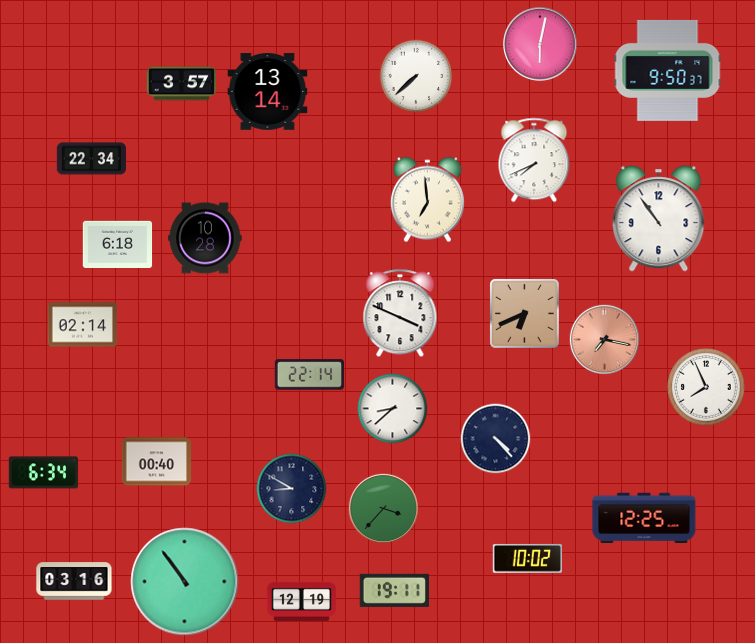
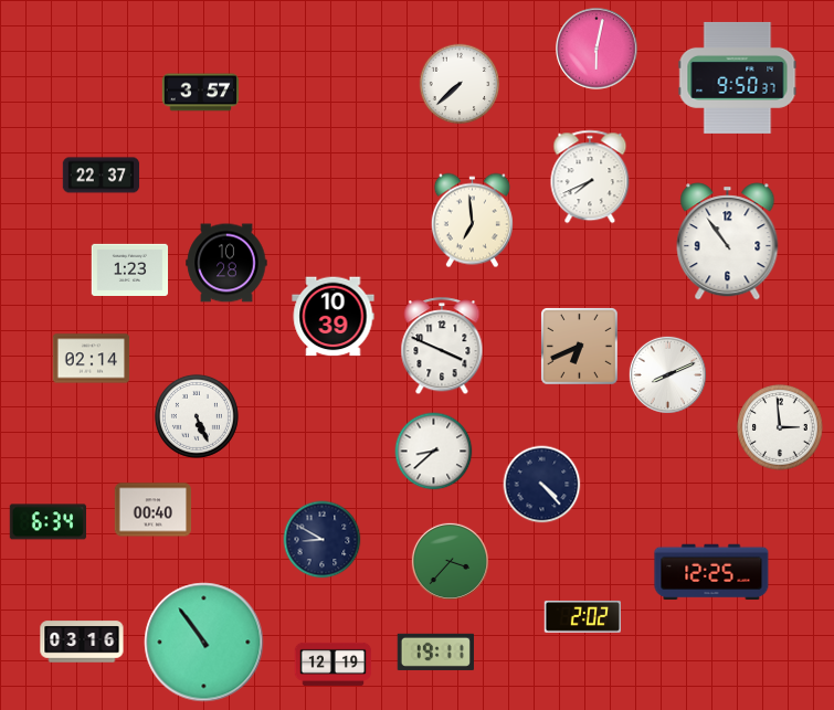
clock at (268, 92): 13:14 -> none
clock at (92, 159): 22:34 -> 22:37
clock at (118, 245): 6:18 -> 1:23
clock at (334, 317): none -> 10:39
clock at (604, 339): 7:17 -> 8:11
clock at (604, 339) dial: salmon -> white
clock at (310, 375): 22:14 -> none
clock at (197, 416): none -> 5:26
clock at (706, 387): 7:56 -> 2:59
clock at (496, 439) position: (496, 439) -> (542, 485)
clock at (157, 462) position: (157, 462) -> (154, 510)
clock at (383, 508) position: (383, 508) -> (450, 561)
clock at (527, 558): 10:02 -> 2:02
